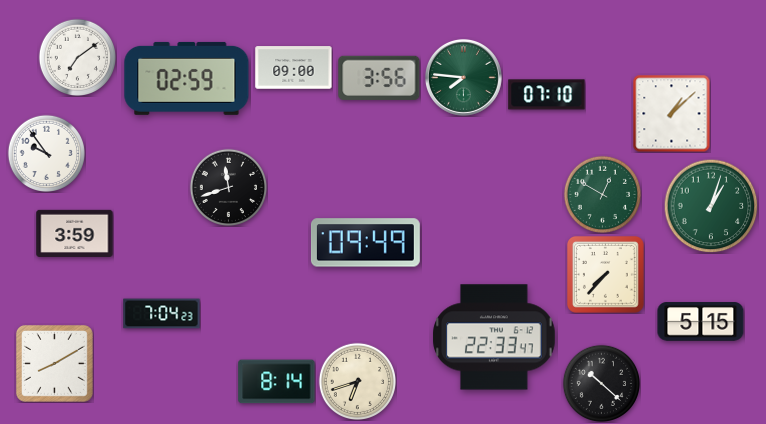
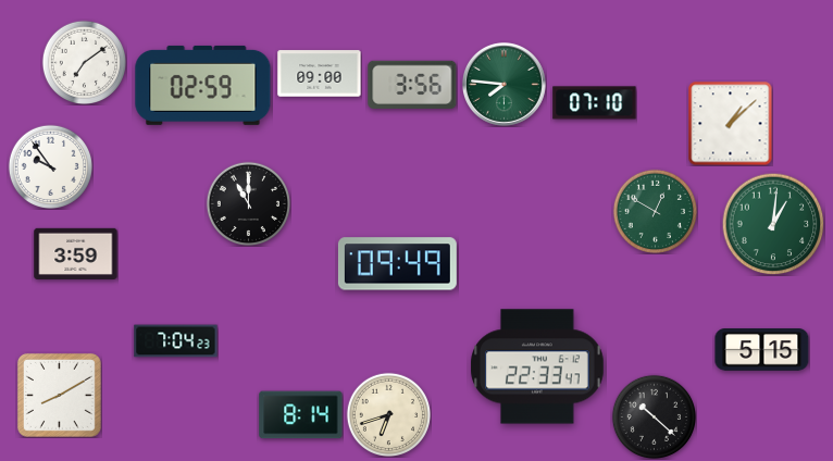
clock at (228, 187): 11:42 -> 11:00
clock at (711, 206): 1:03 -> 1:01
clock at (75, 233) position: (75, 233) -> (76, 253)
clock at (605, 274): 7:37 -> none
